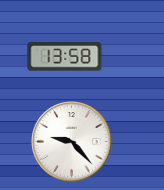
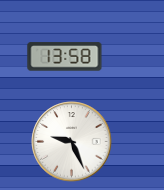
clock at (72, 142): 9:23 -> 9:26
